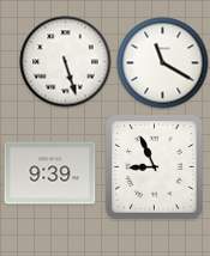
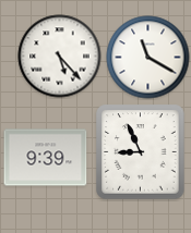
clock at (66, 62): 5:27 -> 5:23
